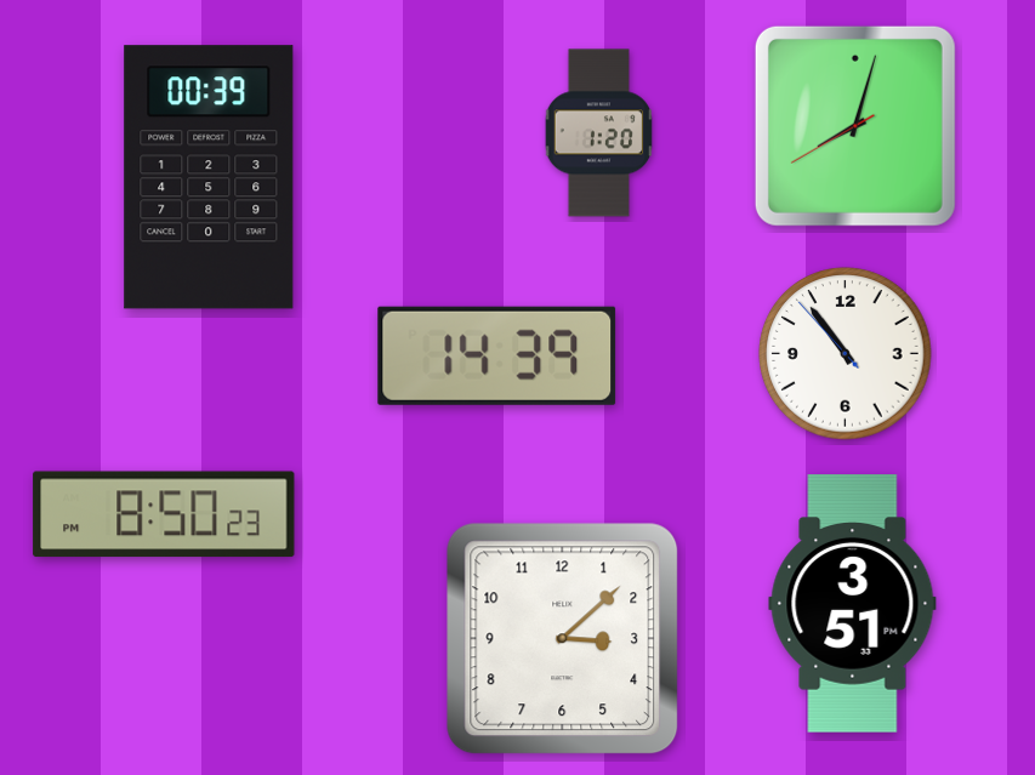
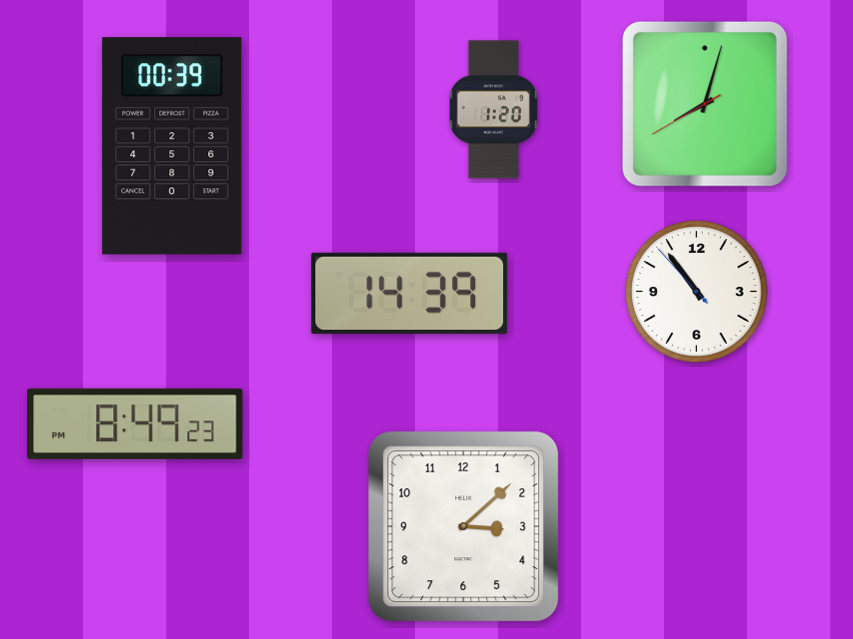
clock at (164, 514): 8:50 -> 8:49
clock at (853, 604): 3:51 -> none
